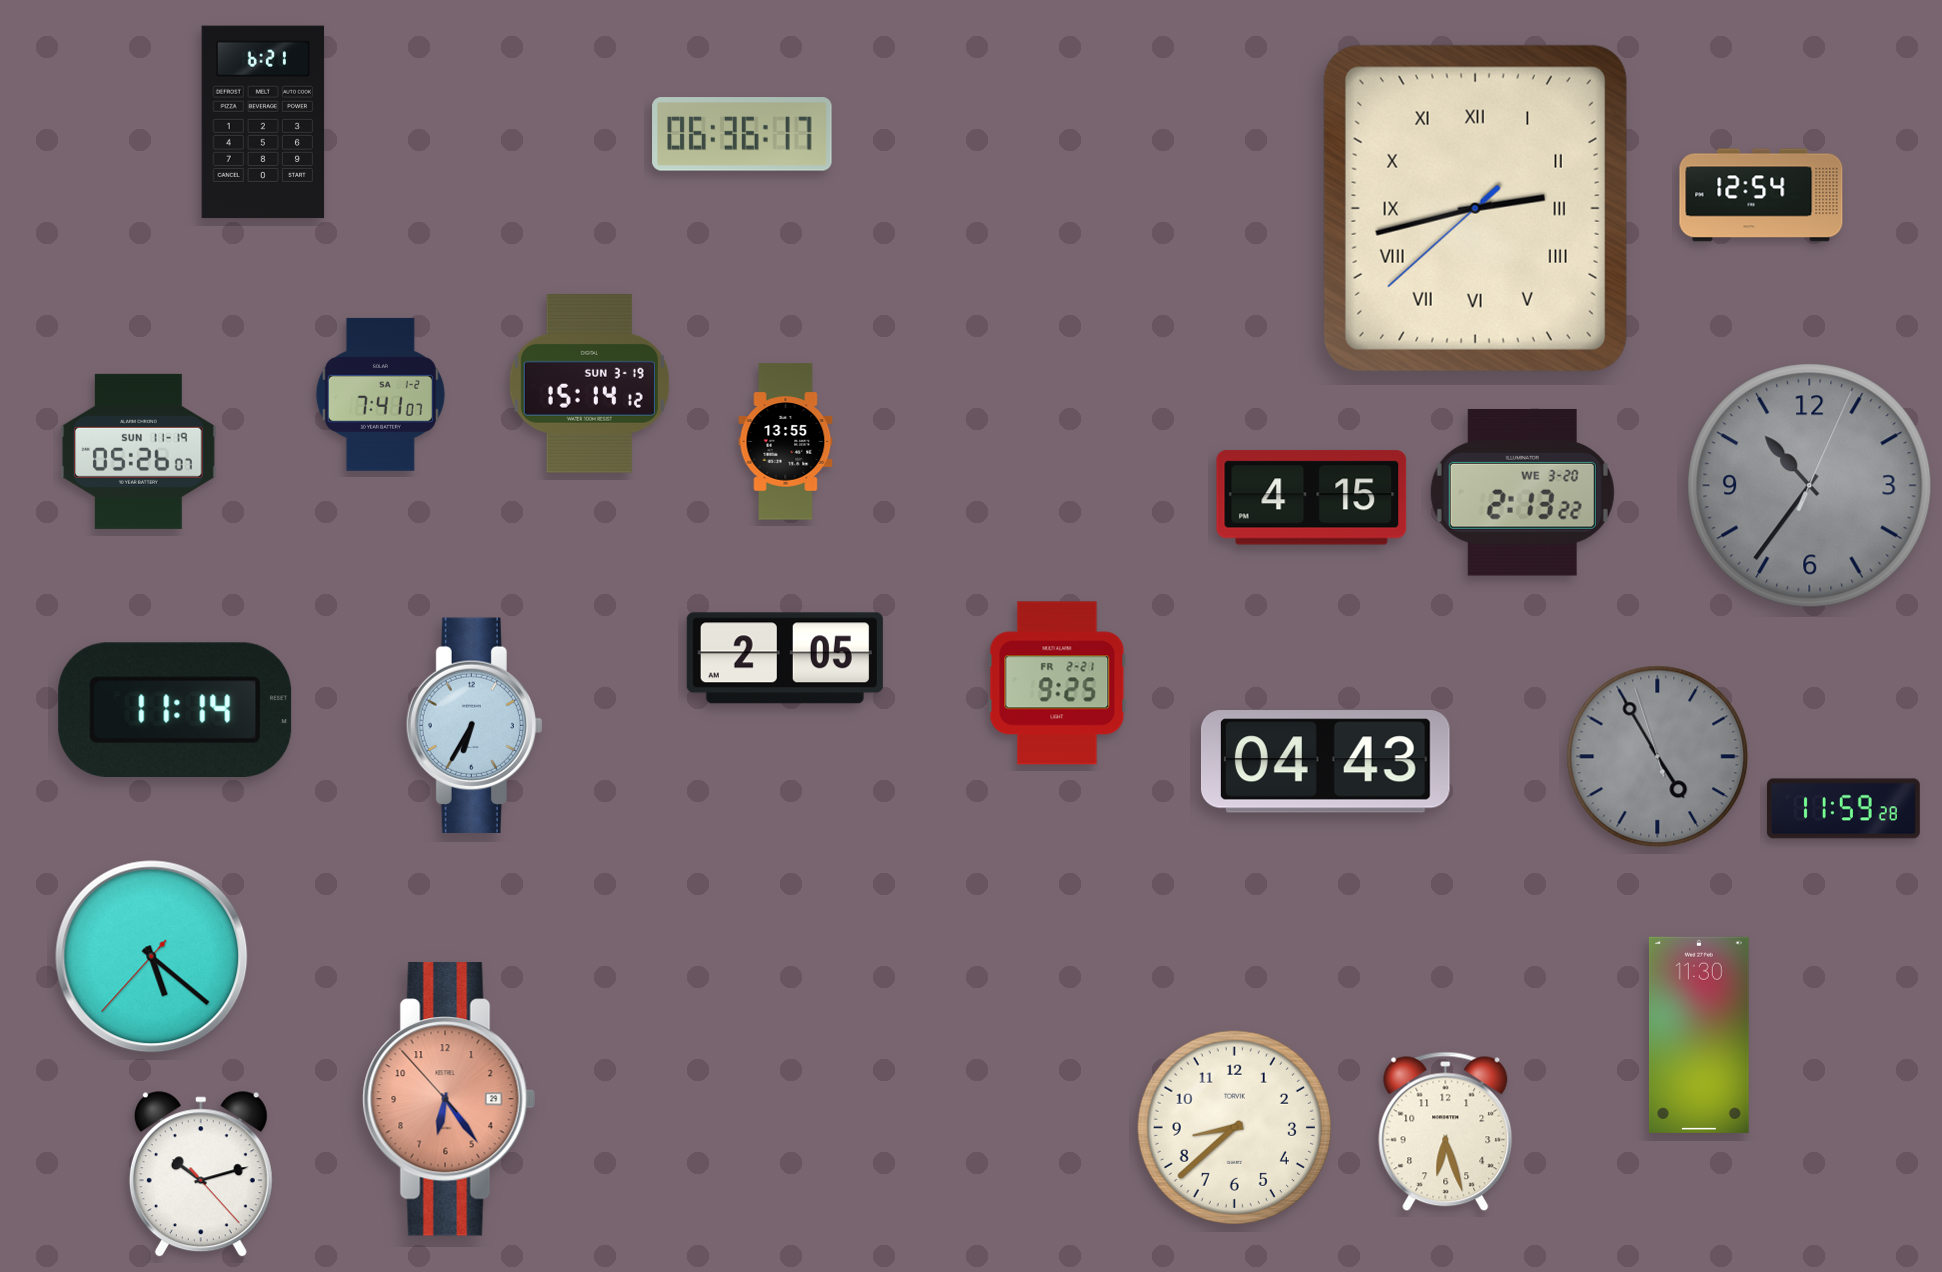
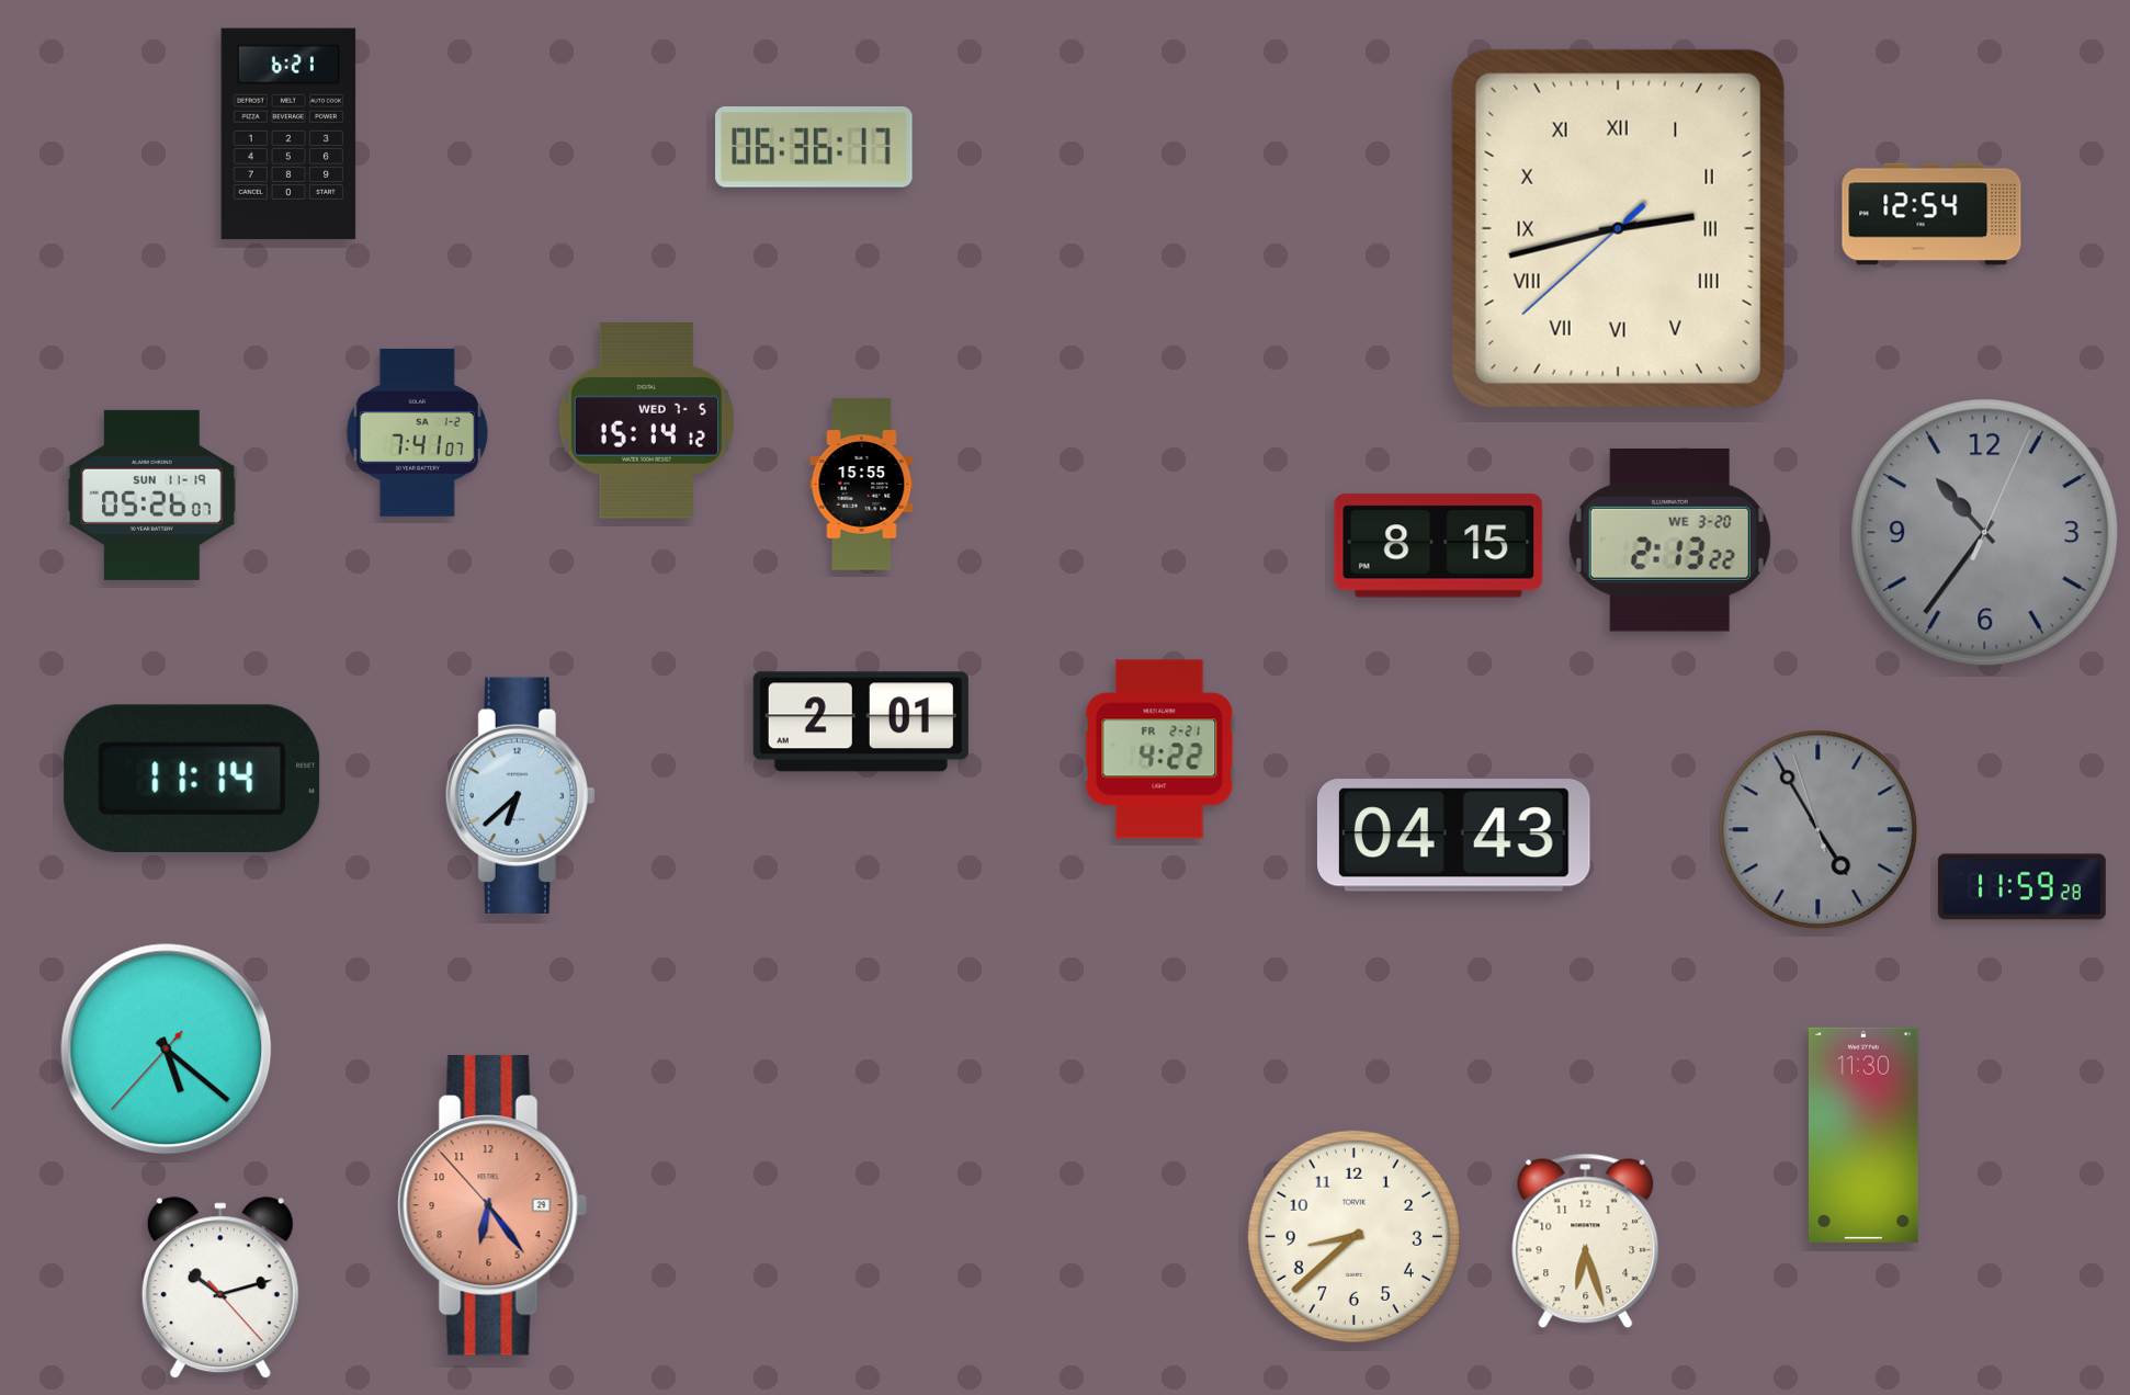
clock at (589, 384) date: SUN 3-19 -> WED 7-5
clock at (786, 442): 13:55 -> 15:55
clock at (1312, 498): 4:15 -> 8:15
clock at (785, 658): 2:05 -> 2:01
clock at (1057, 683): 9:25 -> 4:22
clock at (474, 725): 6:35 -> 6:38
